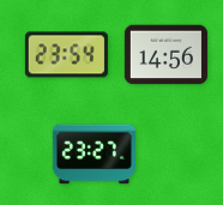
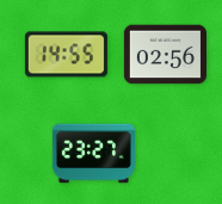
clock at (66, 55): 23:54 -> 14:55
clock at (165, 55): 14:56 -> 02:56
